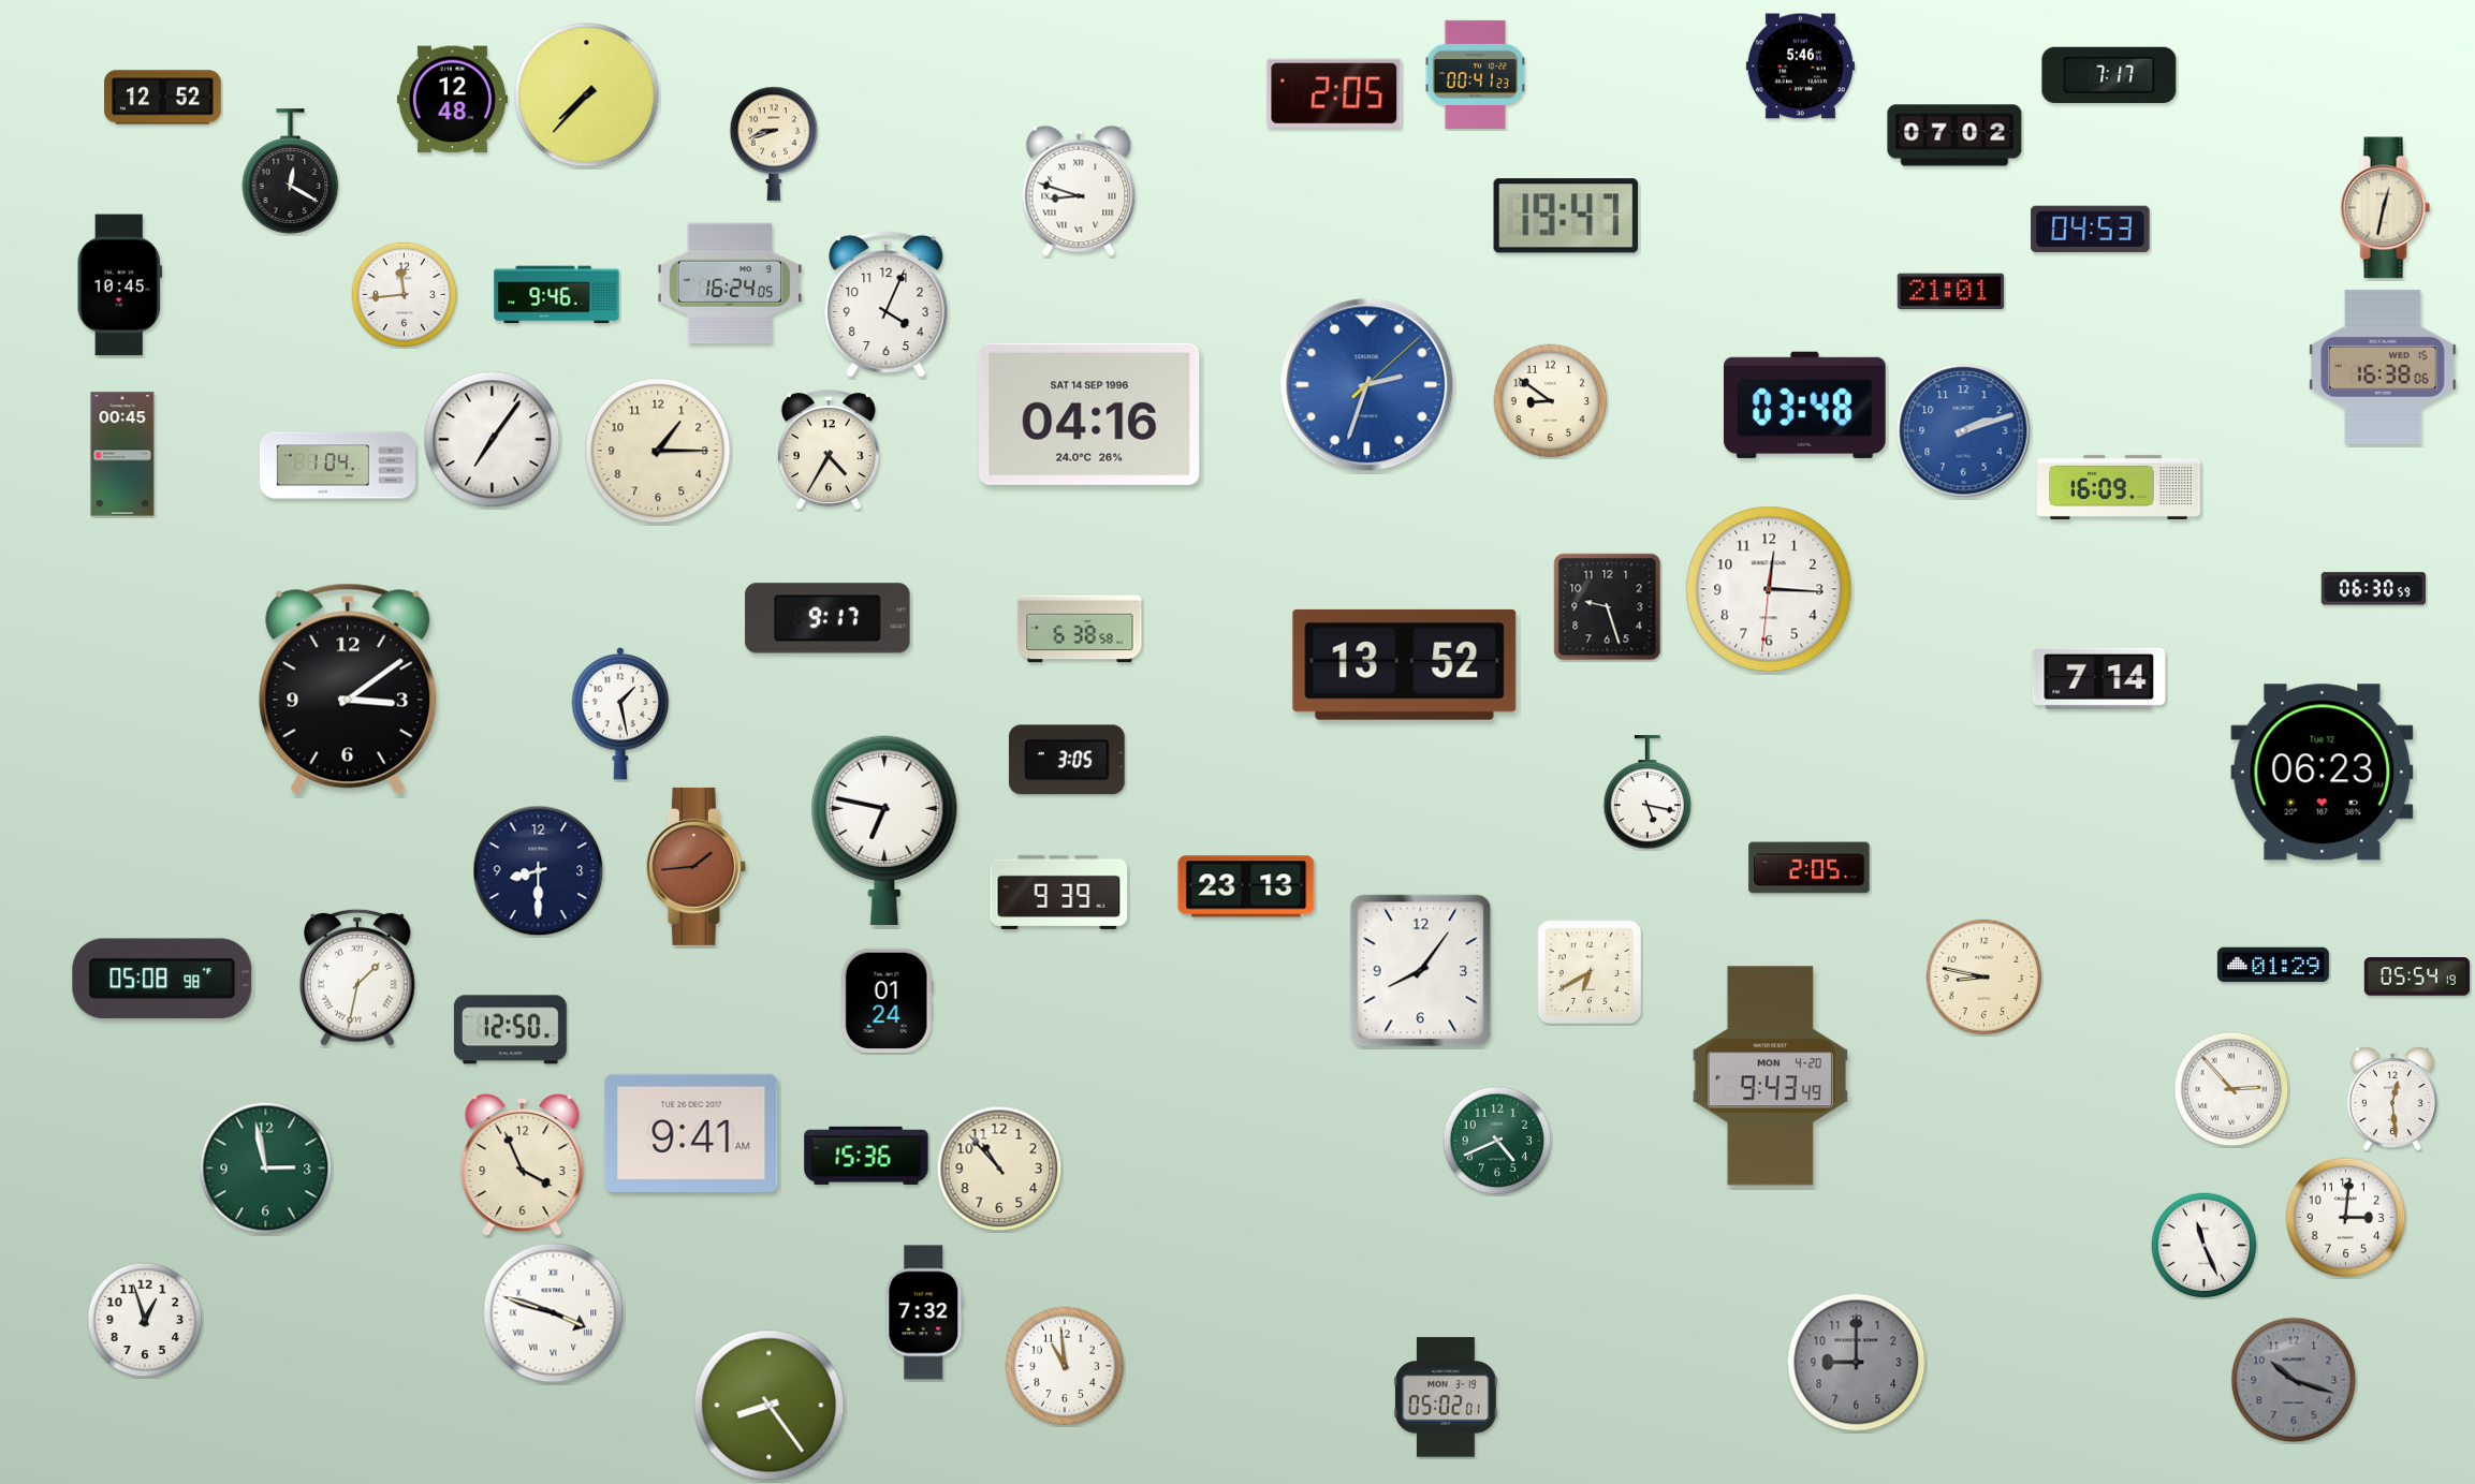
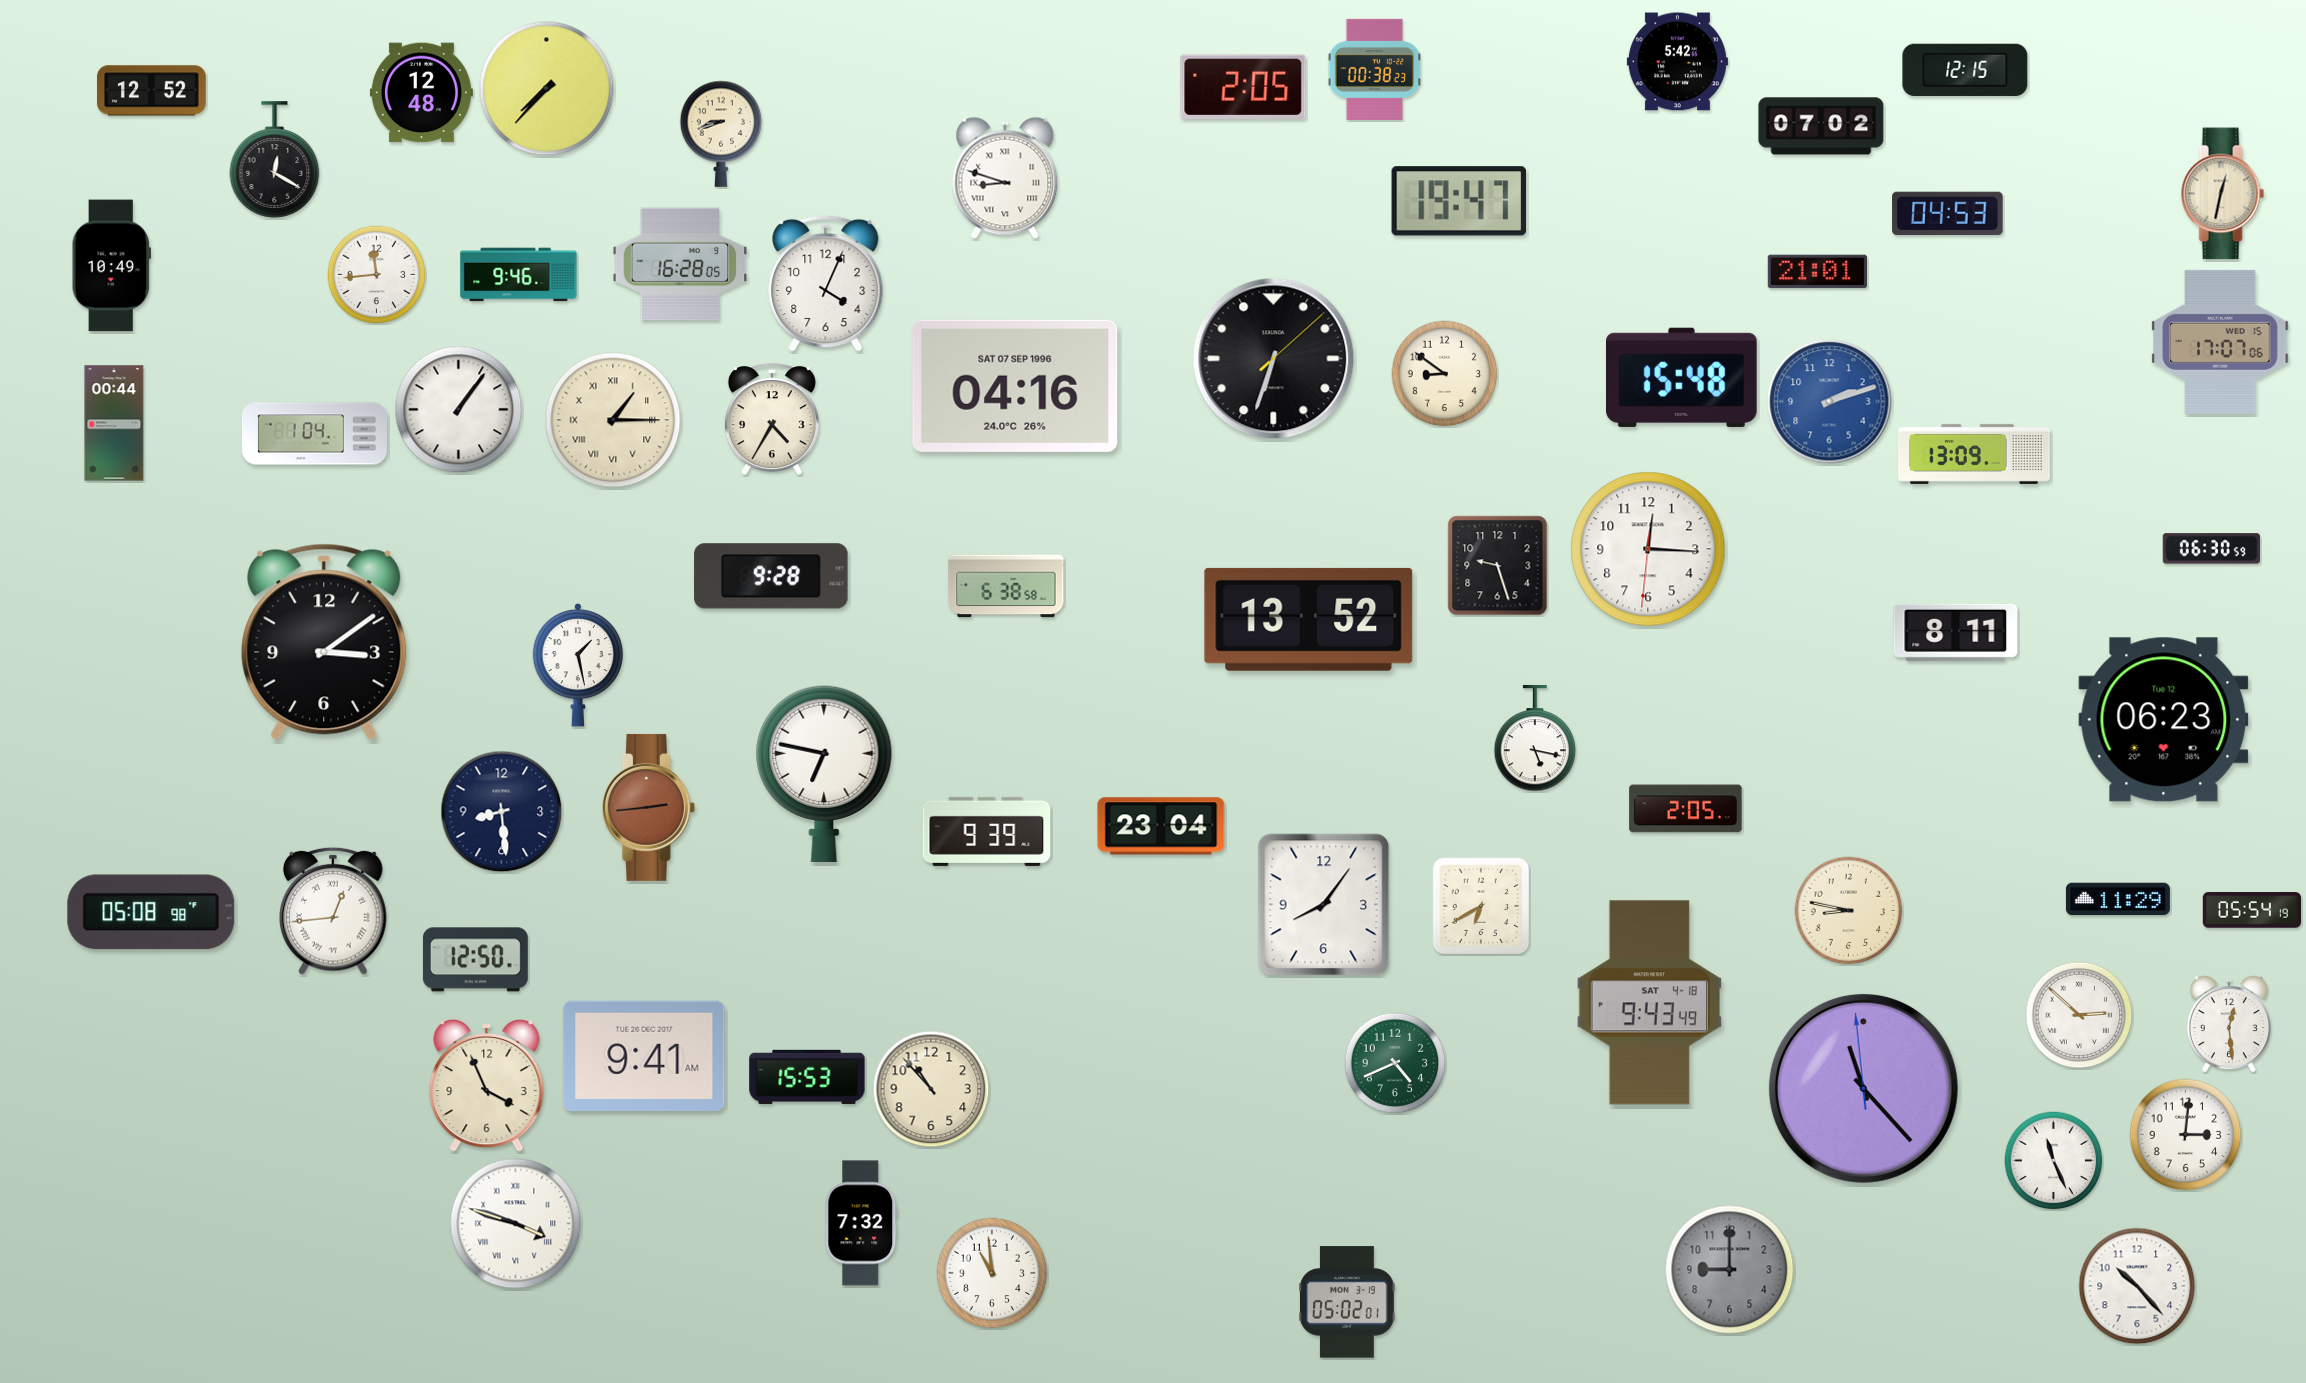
clock at (1800, 67): 5:46 -> 5:42
clock at (1476, 74): 00:41 -> 00:38
clock at (2109, 75): 7:17 -> 12:15
clock at (291, 172) position: (291, 172) -> (275, 160)
clock at (730, 283): 16:24 -> 16:28
clock at (119, 285): 10:45 -> 10:49
clock at (2383, 367): 16:38 -> 17:07
clock at (1367, 385): 2:33 -> 6:33
clock at (1367, 385) dial: blue -> black
clock at (1805, 405): 03:48 -> 15:48
clock at (1089, 414) date: SAT 14 SEP 1996 -> SAT 07 SEP 1996
clock at (493, 440): 7:06 -> 1:06
clock at (658, 451) numerals: Arabic -> Roman
clock at (122, 454): 00:45 -> 00:44
clock at (2119, 487): 16:09 -> 13:09
clock at (828, 618): 9:17 -> 9:28
clock at (2099, 678): 7:14 -> 8:11
clock at (1067, 760): 3:05 -> none
clock at (695, 866): 1:44 -> 2:44
clock at (539, 871): 8:30 -> 8:29
clock at (1246, 886): 23:13 -> 23:04
clock at (2273, 965): 01:29 -> 11:29
clock at (358, 978): 1:32 -> 12:44
clock at (887, 1000): 01:24 -> none
clock at (1770, 1076) date: MON 4-20 -> SAT 4-18
clock at (2231, 1089): 2:53 -> 2:52
clock at (866, 1156): 15:36 -> 15:53
clock at (1863, 1088): none -> 11:22
clock at (266, 1169): 2:58 -> none
clock at (145, 1320): 12:57 -> none
clock at (2294, 1380): 10:18 -> 10:23
clock at (2294, 1380) dial: grey -> white
clock at (770, 1406): 8:24 -> none
